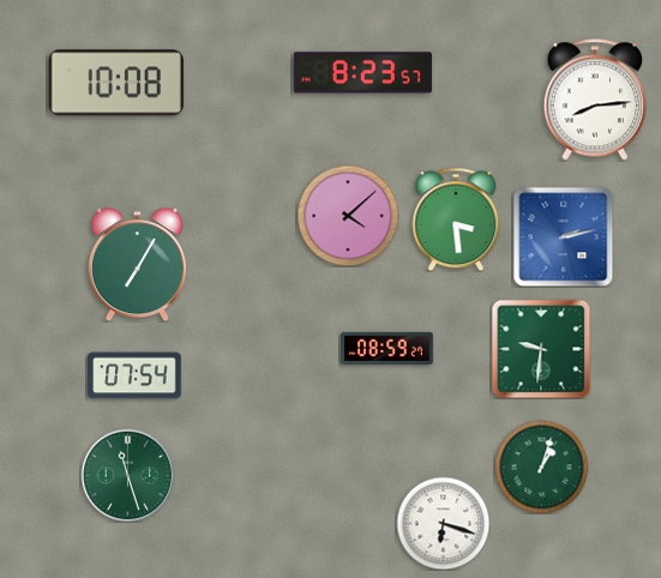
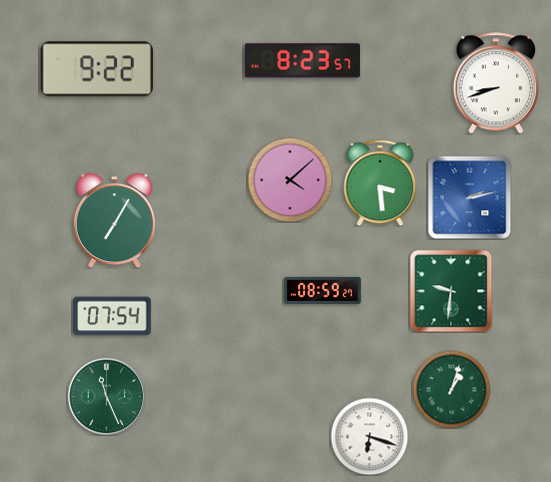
clock at (116, 83): 10:08 -> 9:22
clock at (594, 100): 8:14 -> 8:42
clock at (134, 375) position: (134, 375) -> (112, 316)
clock at (127, 475): 11:27 -> 11:26
